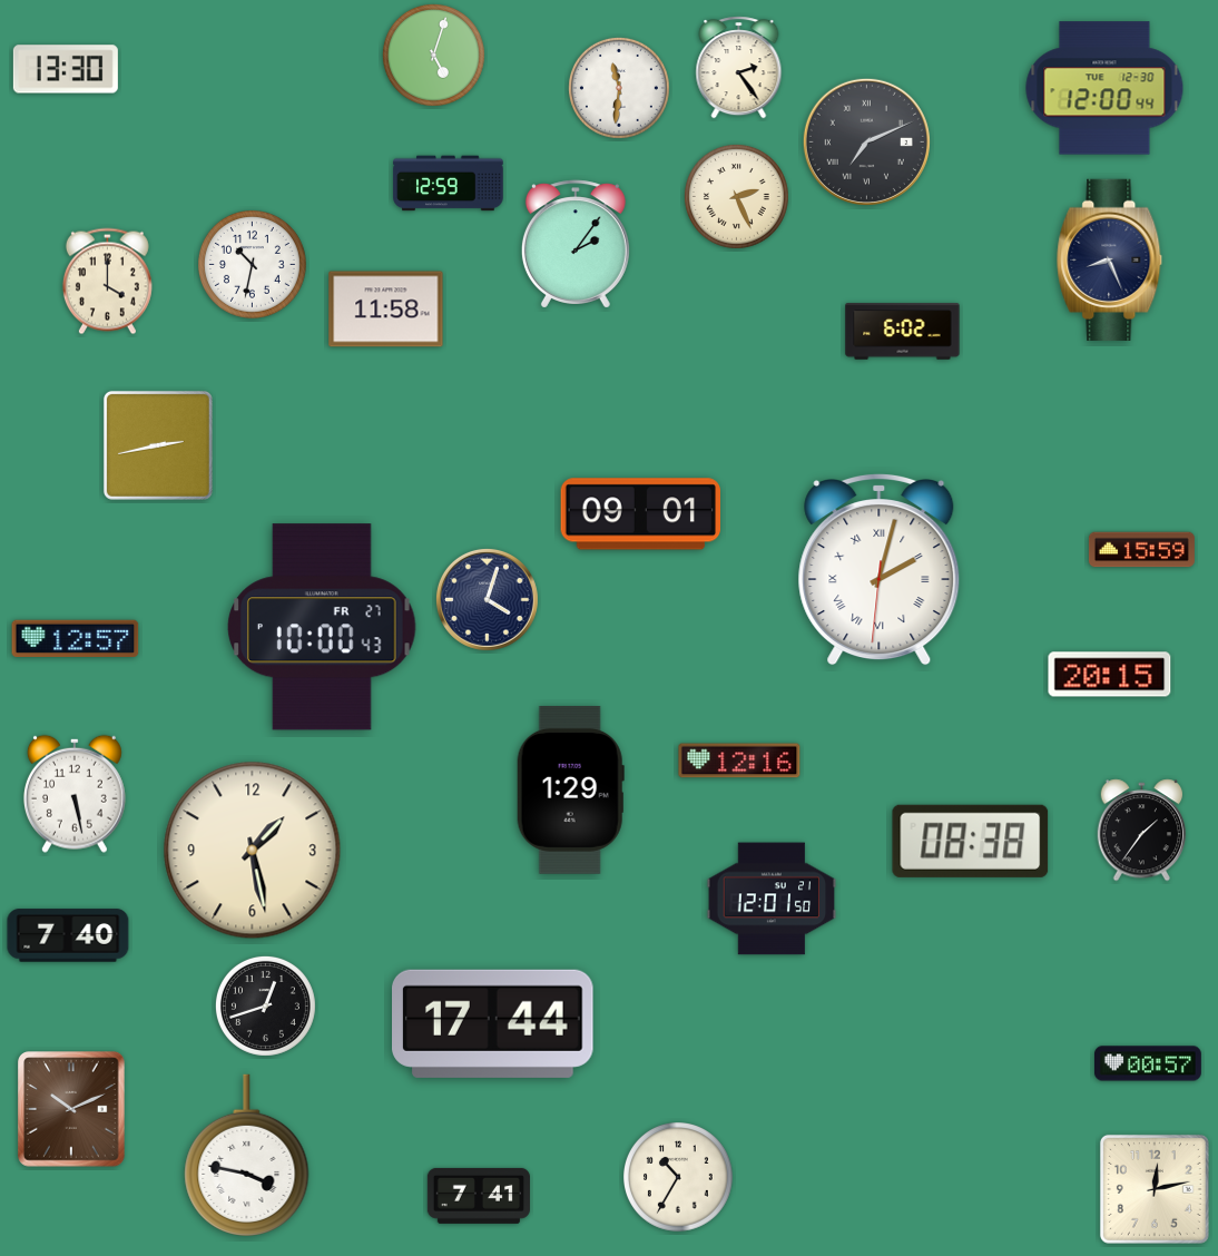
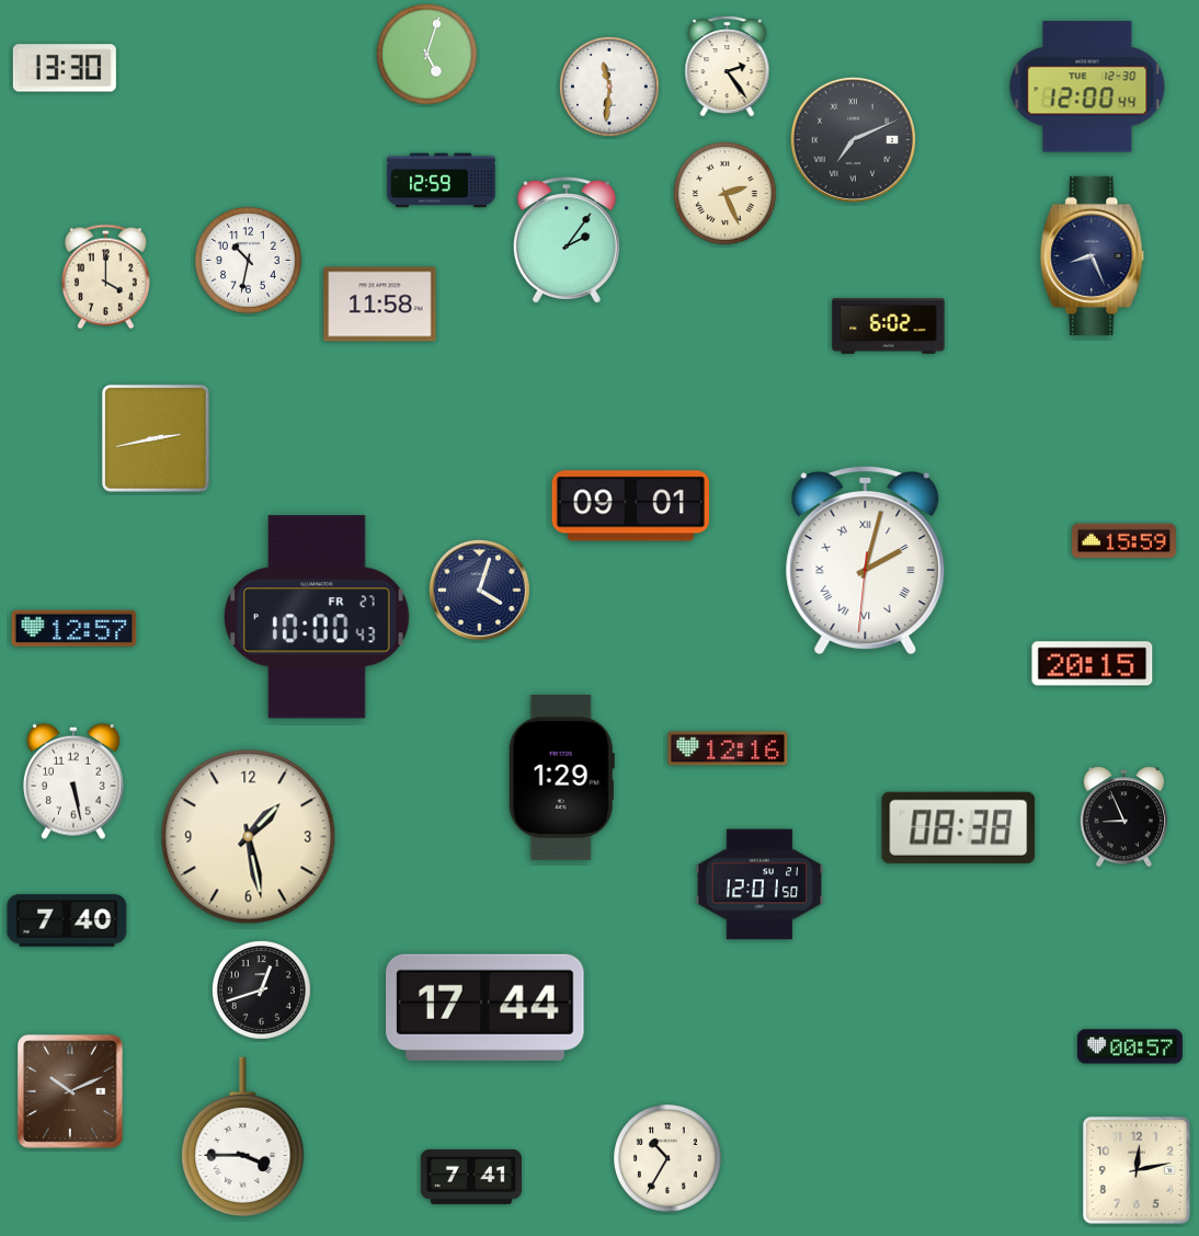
clock at (1142, 831): 1:36 -> 8:56
clock at (971, 841) position: (971, 841) -> (959, 827)
clock at (247, 1155): 3:47 -> 3:45
